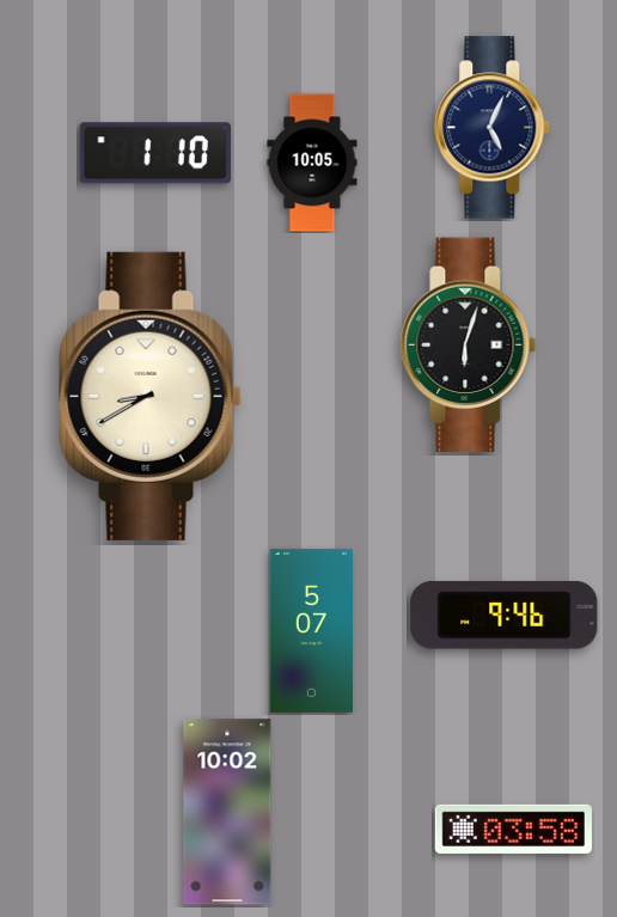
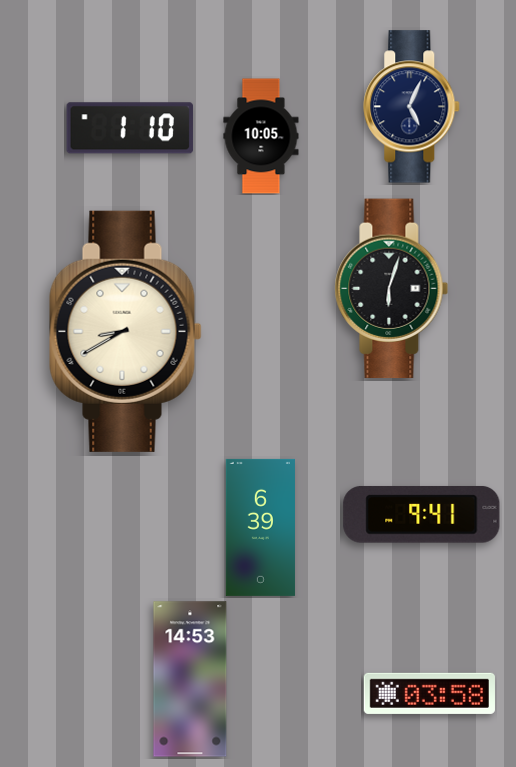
clock at (505, 616): 9:46 -> 9:41
clock at (311, 630): 5:07 -> 6:39
clock at (227, 812): 10:02 -> 14:53
